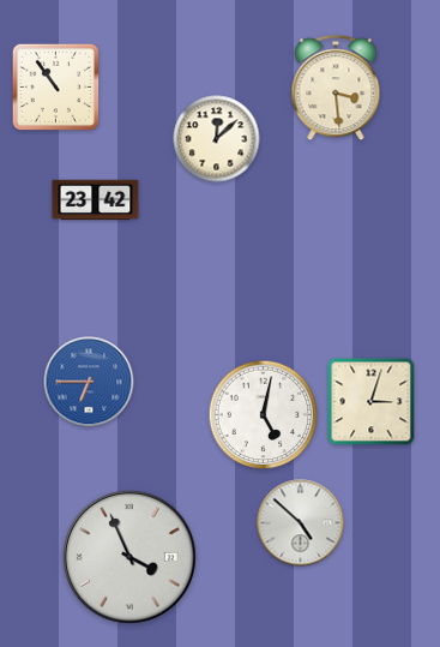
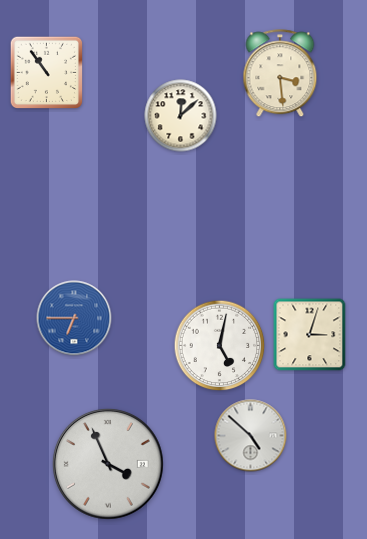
clock at (96, 200): 23:42 -> none
